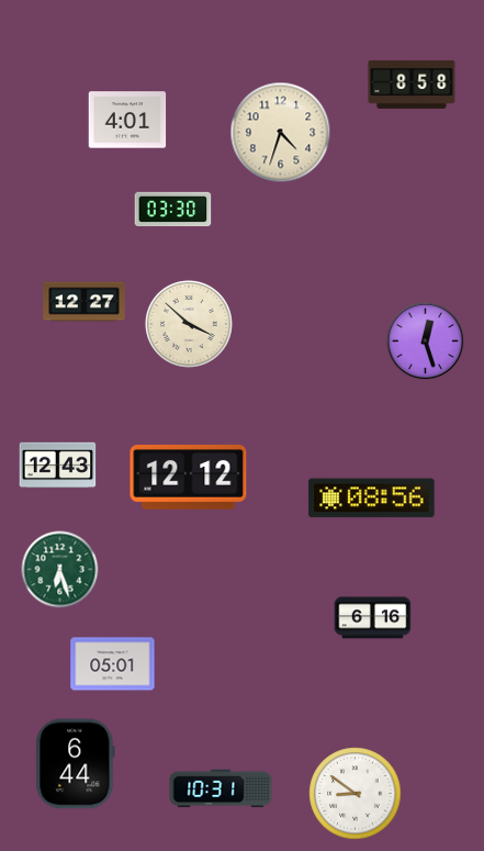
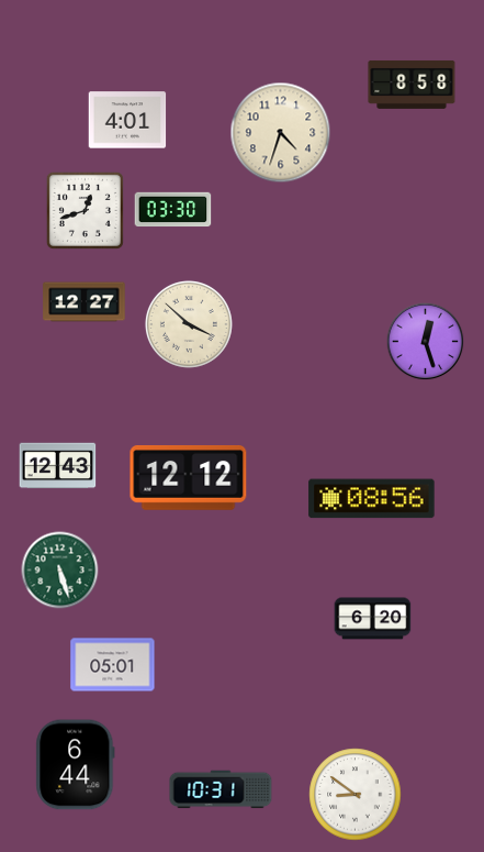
clock at (85, 210): none -> 12:42
clock at (60, 570): 6:27 -> 5:27
clock at (373, 618): 6:16 -> 6:20
